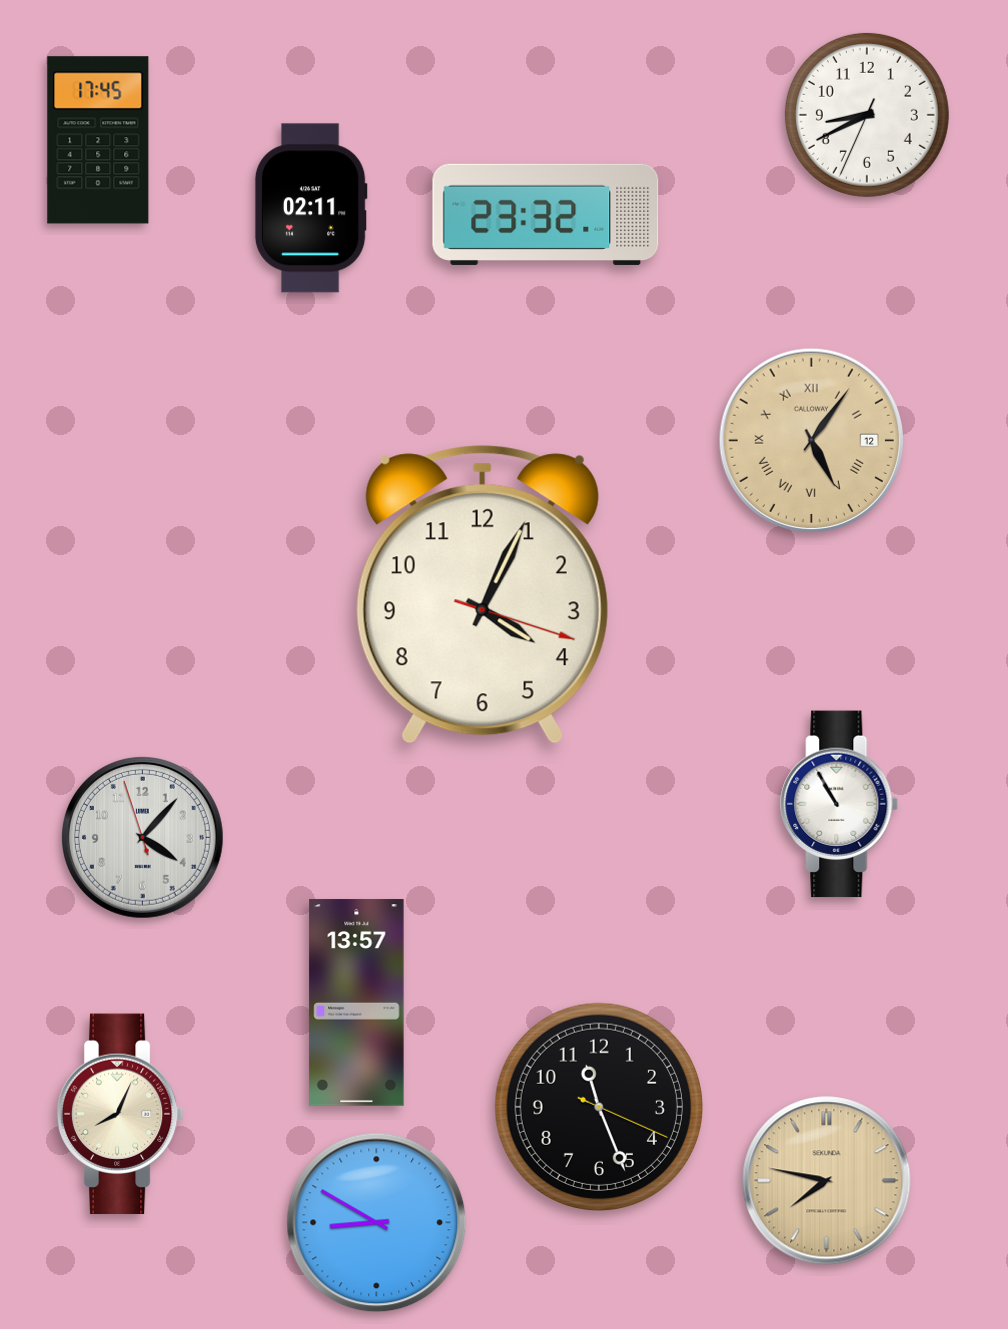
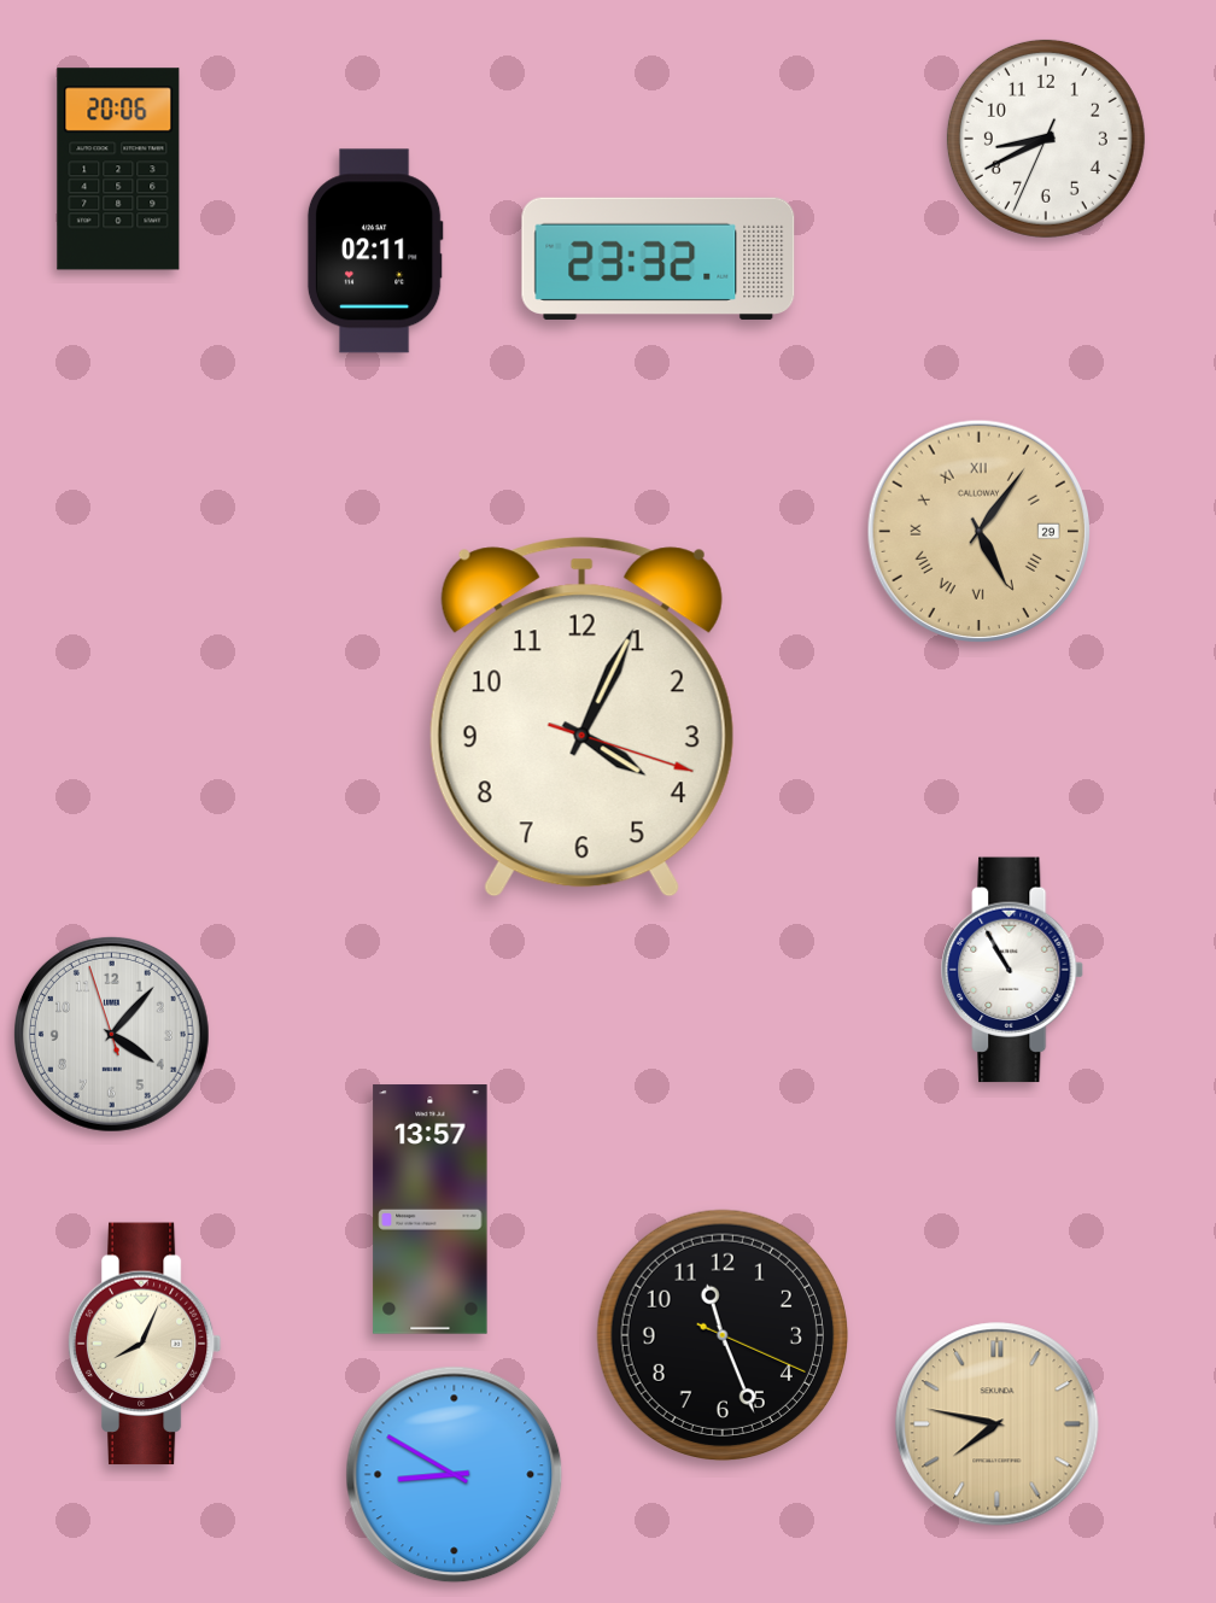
clock at (98, 140): 17:45 -> 20:06
clock at (811, 440) date: 12 -> 29
clock at (142, 837) position: (142, 837) -> (111, 1034)
